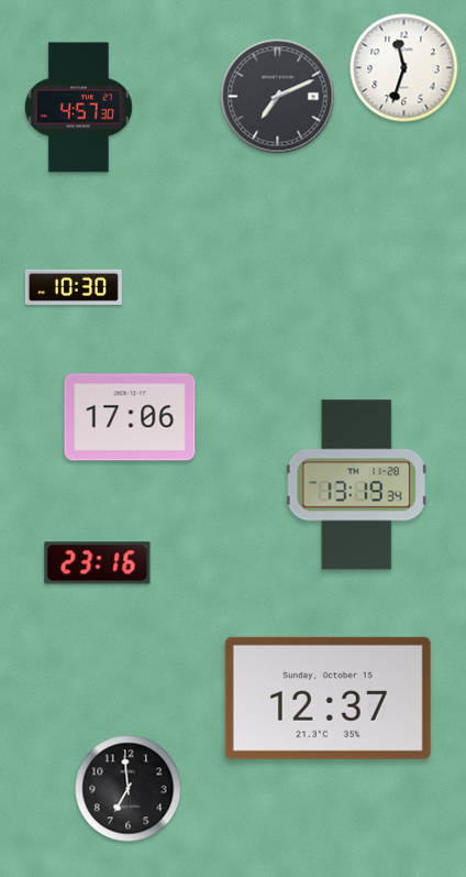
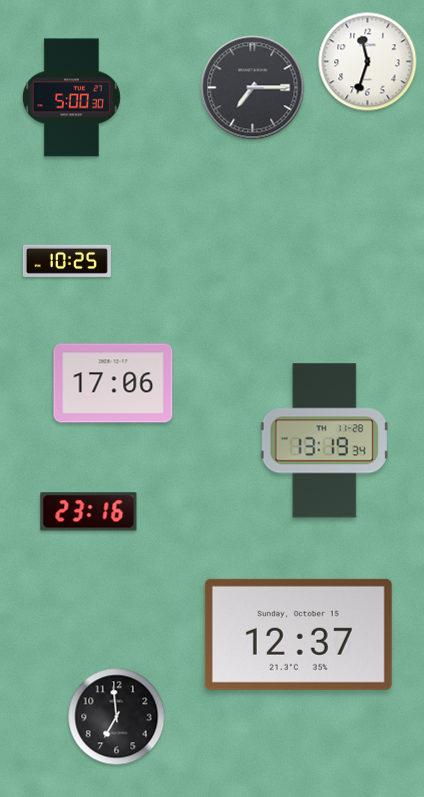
clock at (278, 97): 7:11 -> 7:15
clock at (78, 108): 4:57 -> 5:00
clock at (74, 287): 10:30 -> 10:25
clock at (130, 417) position: (130, 417) -> (113, 383)
